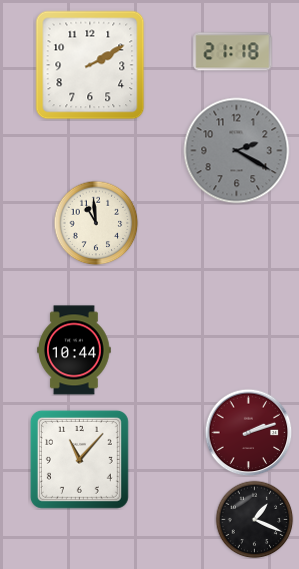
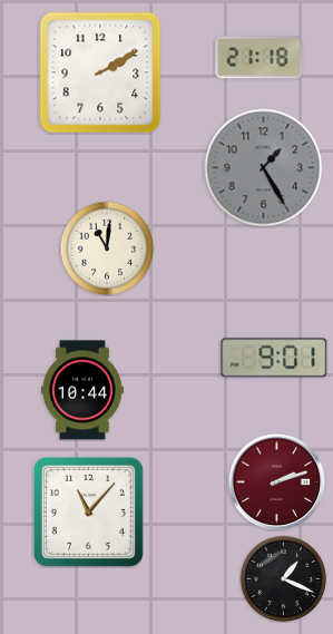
clock at (237, 151): 2:20 -> 1:25
clock at (96, 223): 10:59 -> 11:01
clock at (274, 358): none -> 9:01
